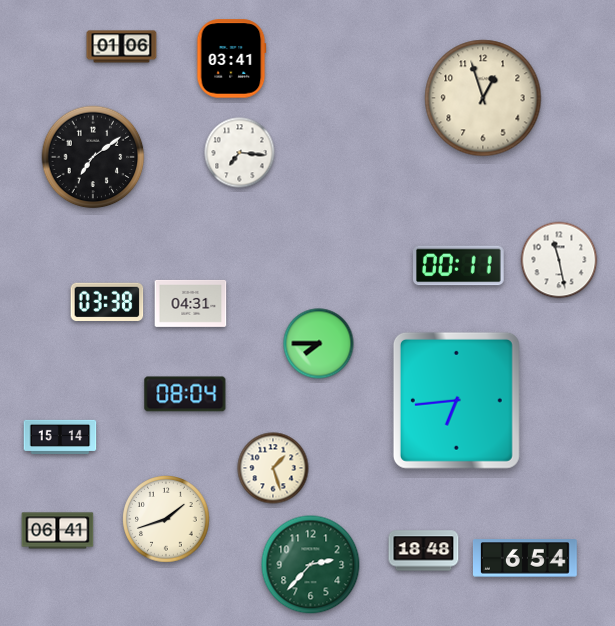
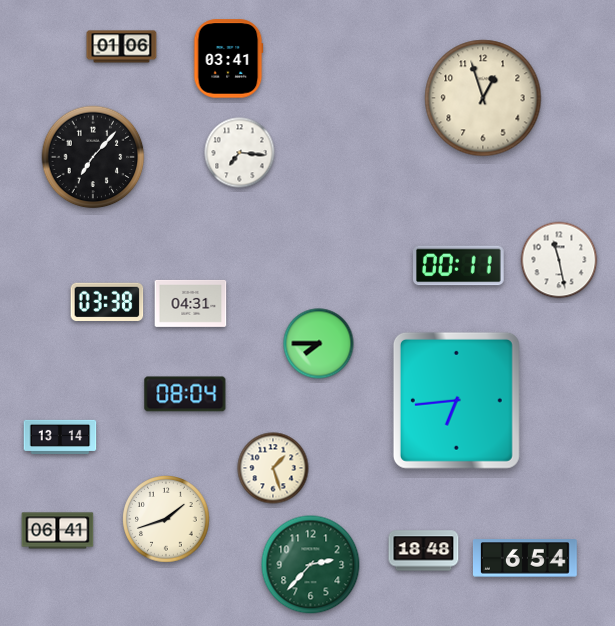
clock at (232, 59) position: (232, 59) -> (229, 59)
clock at (93, 157): 7:09 -> 7:07
clock at (60, 436): 15:14 -> 13:14
